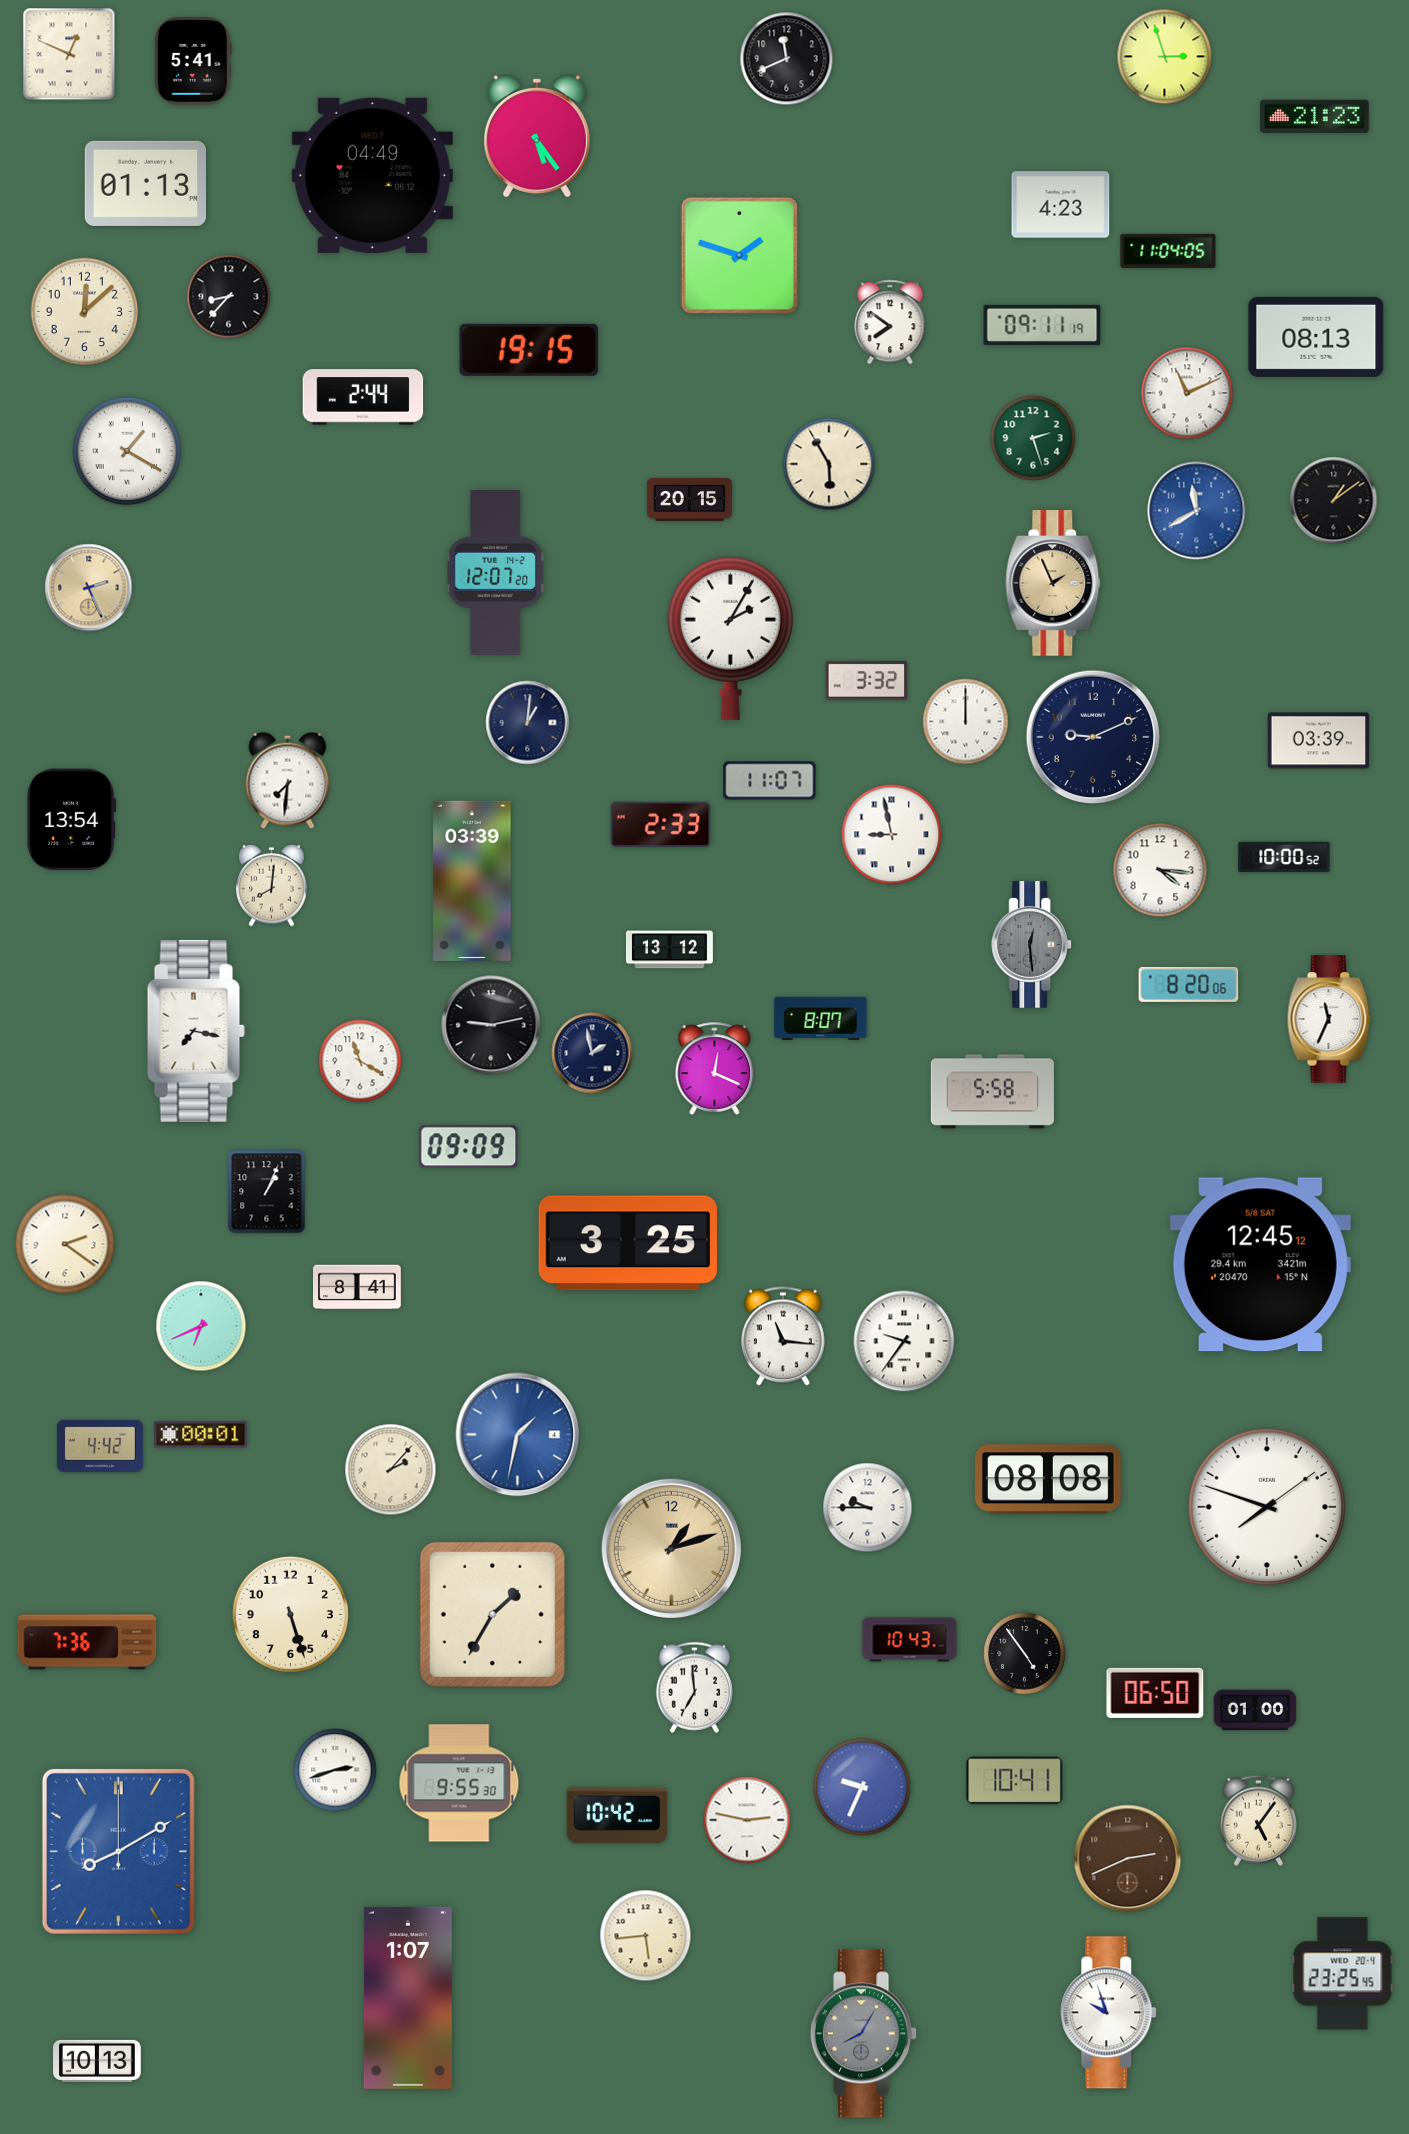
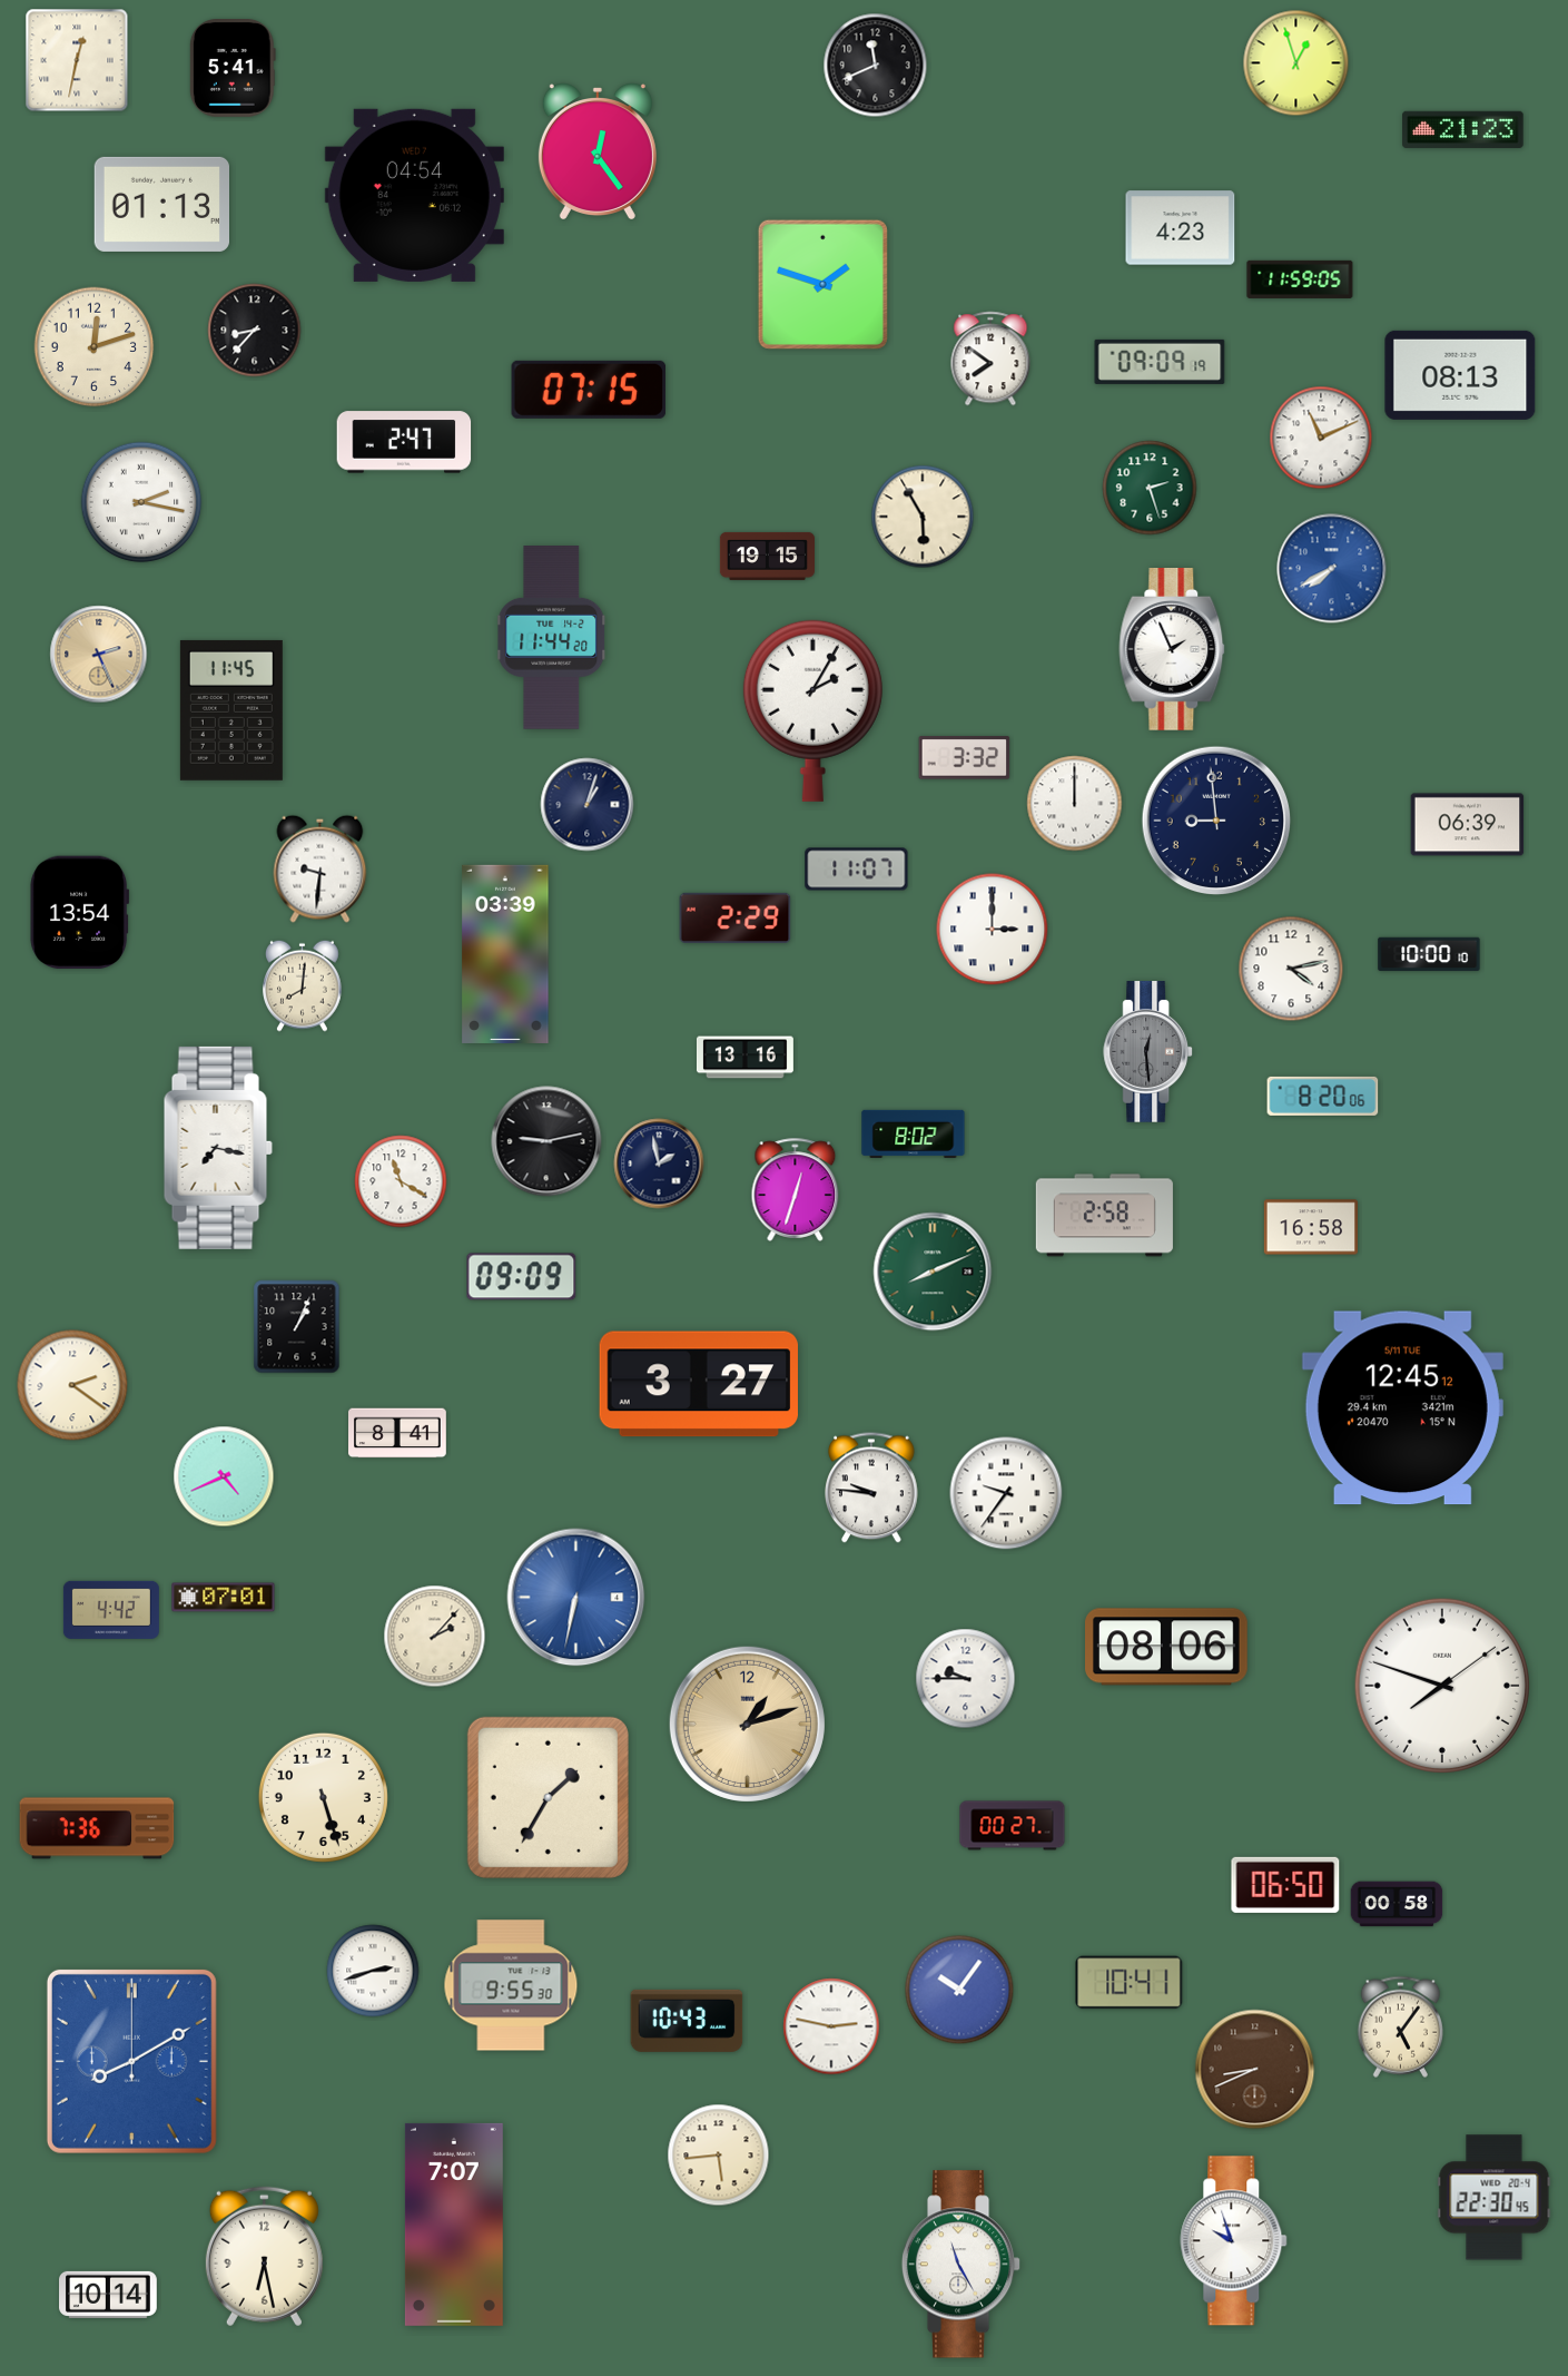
clock at (69, 54): 12:49 -> 12:32
clock at (1165, 57): 2:57 -> 12:57
clock at (193, 62) position: (193, 62) -> (233, 69)
clock at (537, 136): 5:24 -> 12:24
clock at (372, 175): 04:49 -> 04:54
clock at (1168, 251): 11:04 -> 11:59
clock at (85, 312): 12:08 -> 12:12
clock at (1042, 325): 09:11 -> 09:09
clock at (1316, 337) position: (1316, 337) -> (1460, 375)
clock at (529, 350): 19:15 -> 07:15
clock at (363, 397): 2:44 -> 2:47
clock at (127, 451): 1:20 -> 2:17
clock at (689, 499): 20:15 -> 19:15
clock at (1334, 501): 1:09 -> none
clock at (1197, 511): 11:40 -> 7:40
clock at (496, 573): 12:07 -> 11:44
clock at (1053, 584) dial: champagne -> white
clock at (231, 710): none -> 11:45
clock at (528, 723): 1:01 -> 1:03
clock at (1092, 736): 9:11 -> 8:59
clock at (1319, 741): 03:39 -> 06:39
clock at (288, 780): 7:31 -> 9:31
clock at (661, 824): 2:33 -> 2:29
clock at (892, 835): 8:58 -> 3:00
clock at (1284, 857): 10:00:52 -> 10:00:10
clock at (1160, 870): 4:16 -> 4:13
clock at (472, 881) position: (472, 881) -> (505, 954)
clock at (669, 950): 13:12 -> 13:16
clock at (821, 1018): 8:07 -> 8:02
clock at (1329, 1019): 11:34 -> none
clock at (592, 1053) position: (592, 1053) -> (659, 1164)
clock at (715, 1068): 12:19 -> 12:33
clock at (992, 1092): 5:58 -> 2:58
clock at (1310, 1227): none -> 16:58
clock at (933, 1272): none -> 8:11
clock at (628, 1243): 3:25 -> 3:27
clock at (1260, 1265) date: 5/8 SAT -> 5/11 TUE
clock at (201, 1326): 6:41 -> 4:41
clock at (784, 1336): 11:16 -> 9:46
clock at (201, 1435): 00:01 -> 07:01
clock at (518, 1435): 1:32 -> 6:32
clock at (1049, 1479): 08:08 -> 08:06
clock at (1266, 1506) position: (1266, 1506) -> (1441, 1685)
clock at (910, 1640): 10:43 -> 00:27
clock at (1025, 1654): 4:54 -> none
clock at (694, 1687): 6:59 -> none
clock at (1255, 1710): 01:00 -> 00:58
clock at (862, 1787): 9:34 -> 10:06
clock at (617, 1815): 10:42 -> 10:43
clock at (1128, 1859): 2:41 -> 8:41
clock at (1343, 1974): 23:25 -> 22:30
clock at (408, 1998): 1:07 -> 7:07
clock at (264, 2257): none -> 6:28
clock at (864, 2034): 8:05 -> 11:25
clock at (864, 2034) dial: grey -> white
clock at (98, 2061): 10:13 -> 10:14
